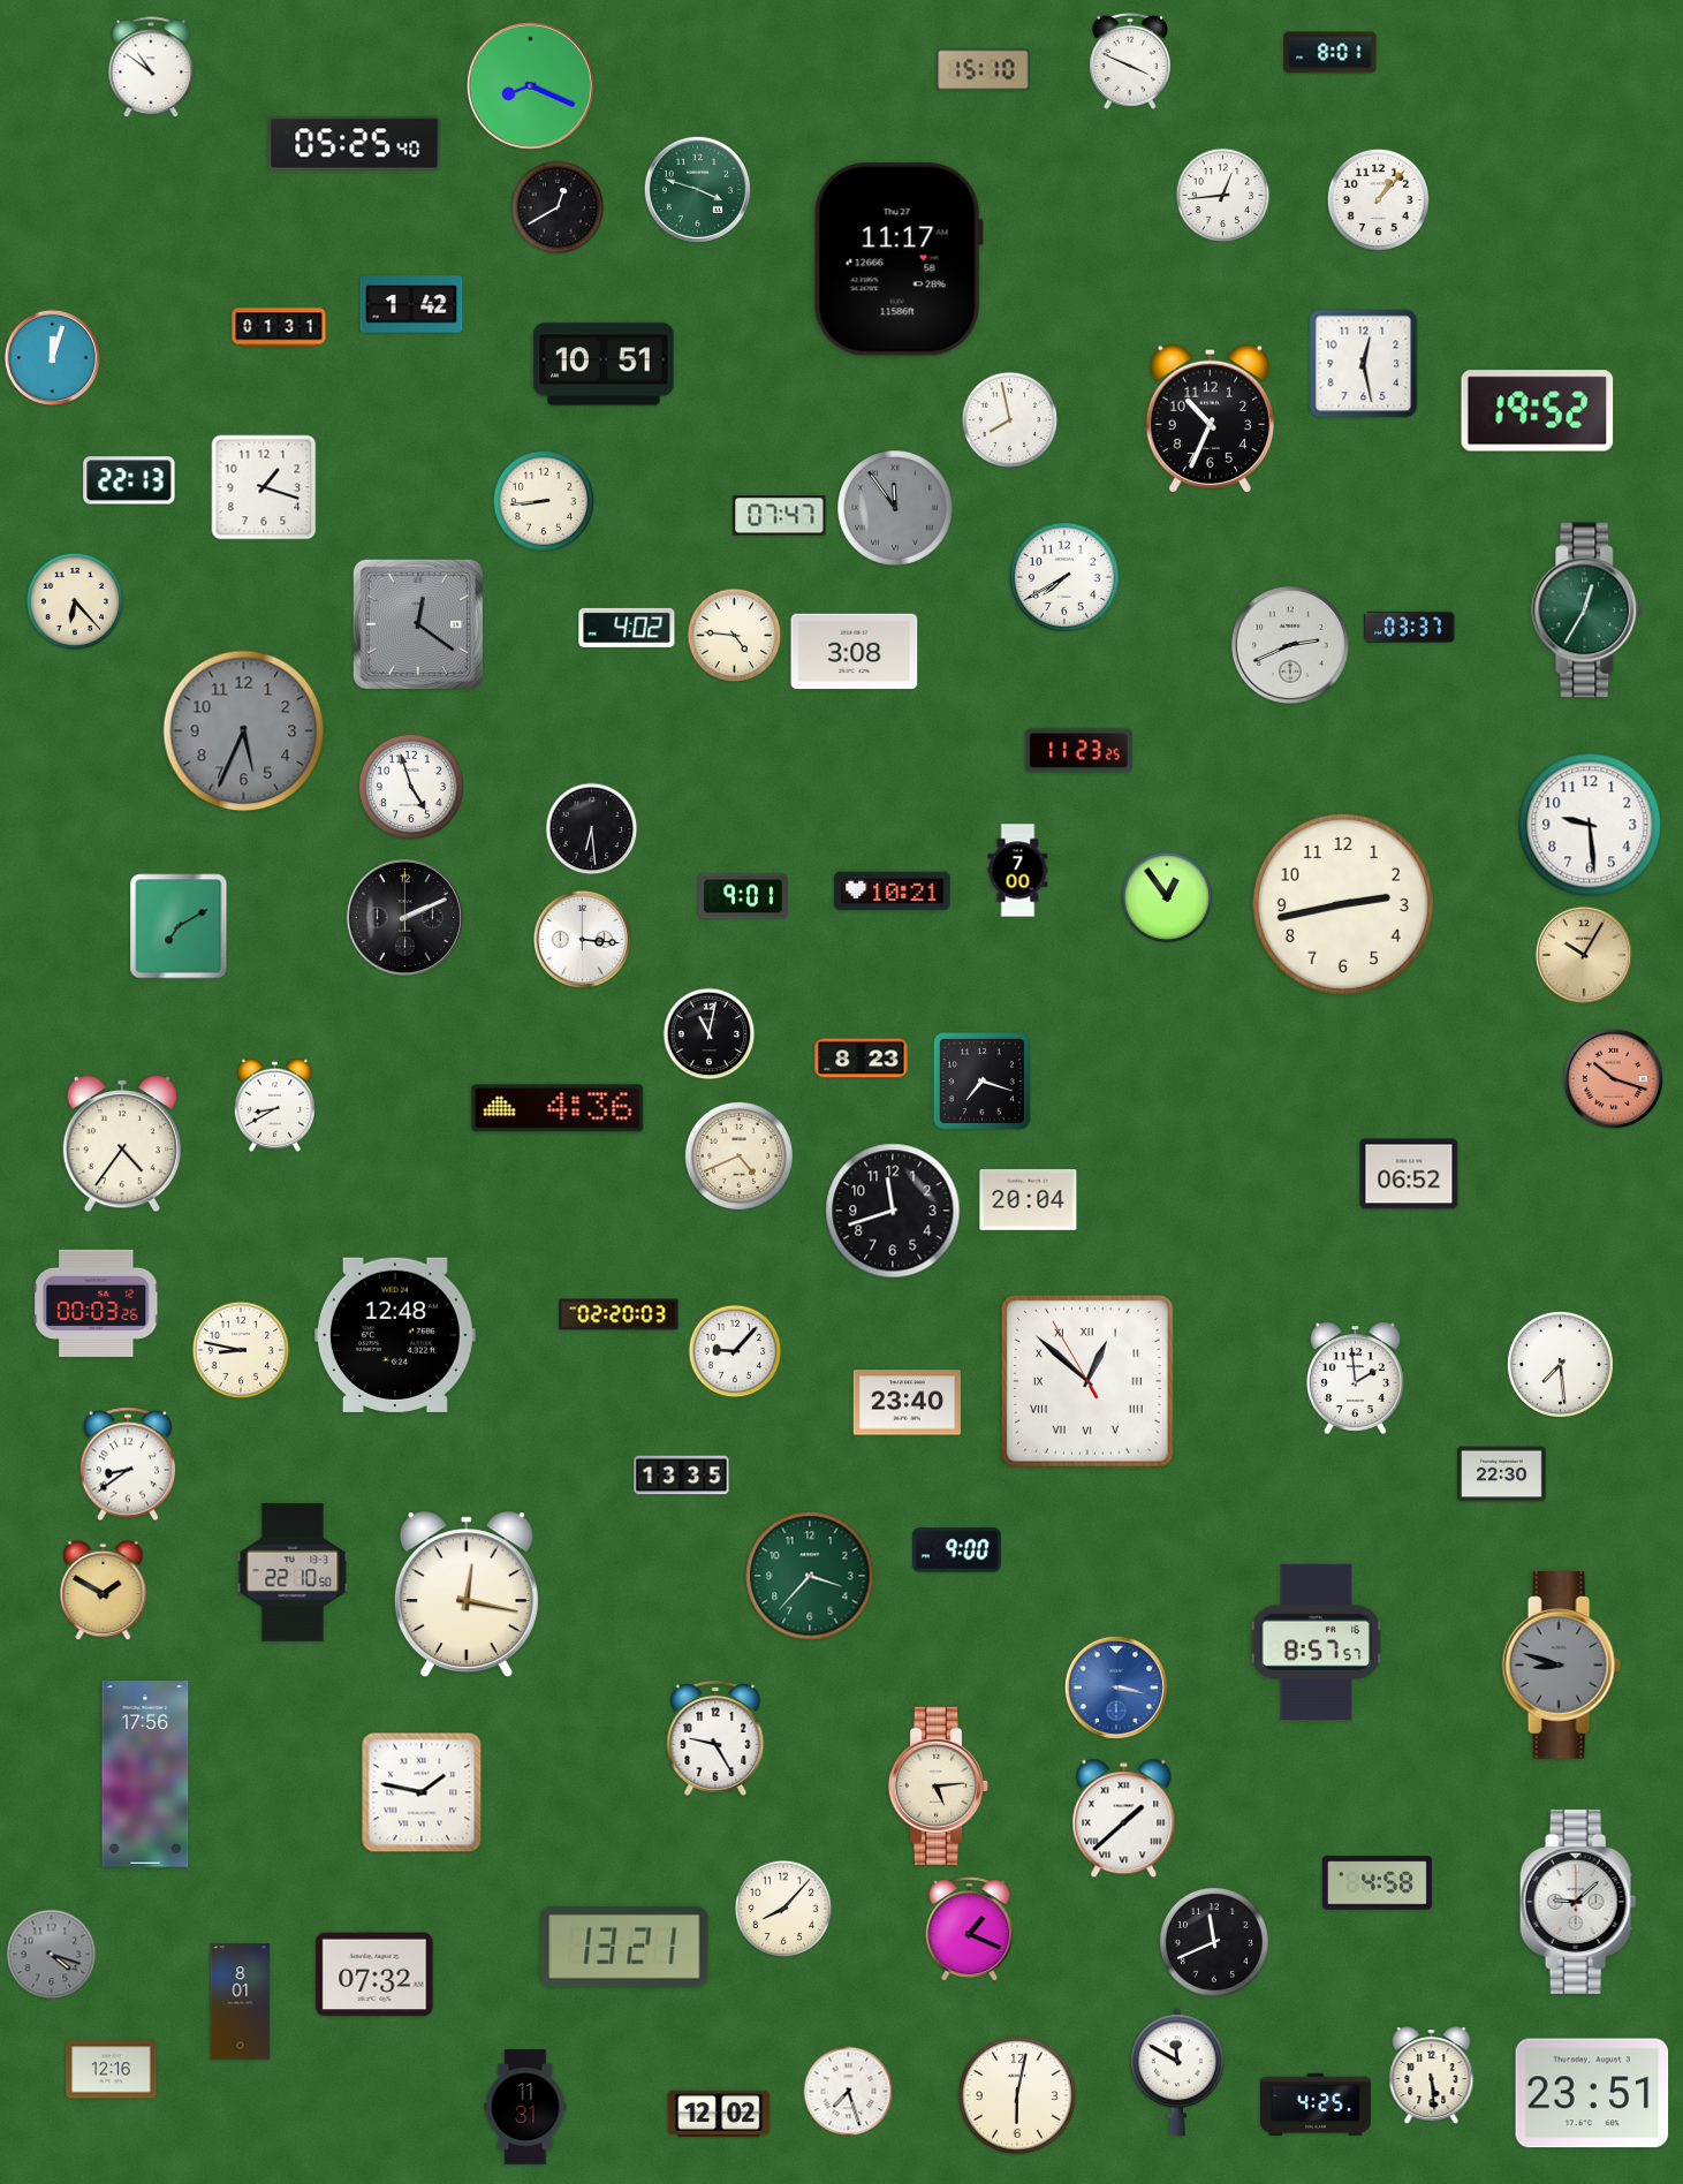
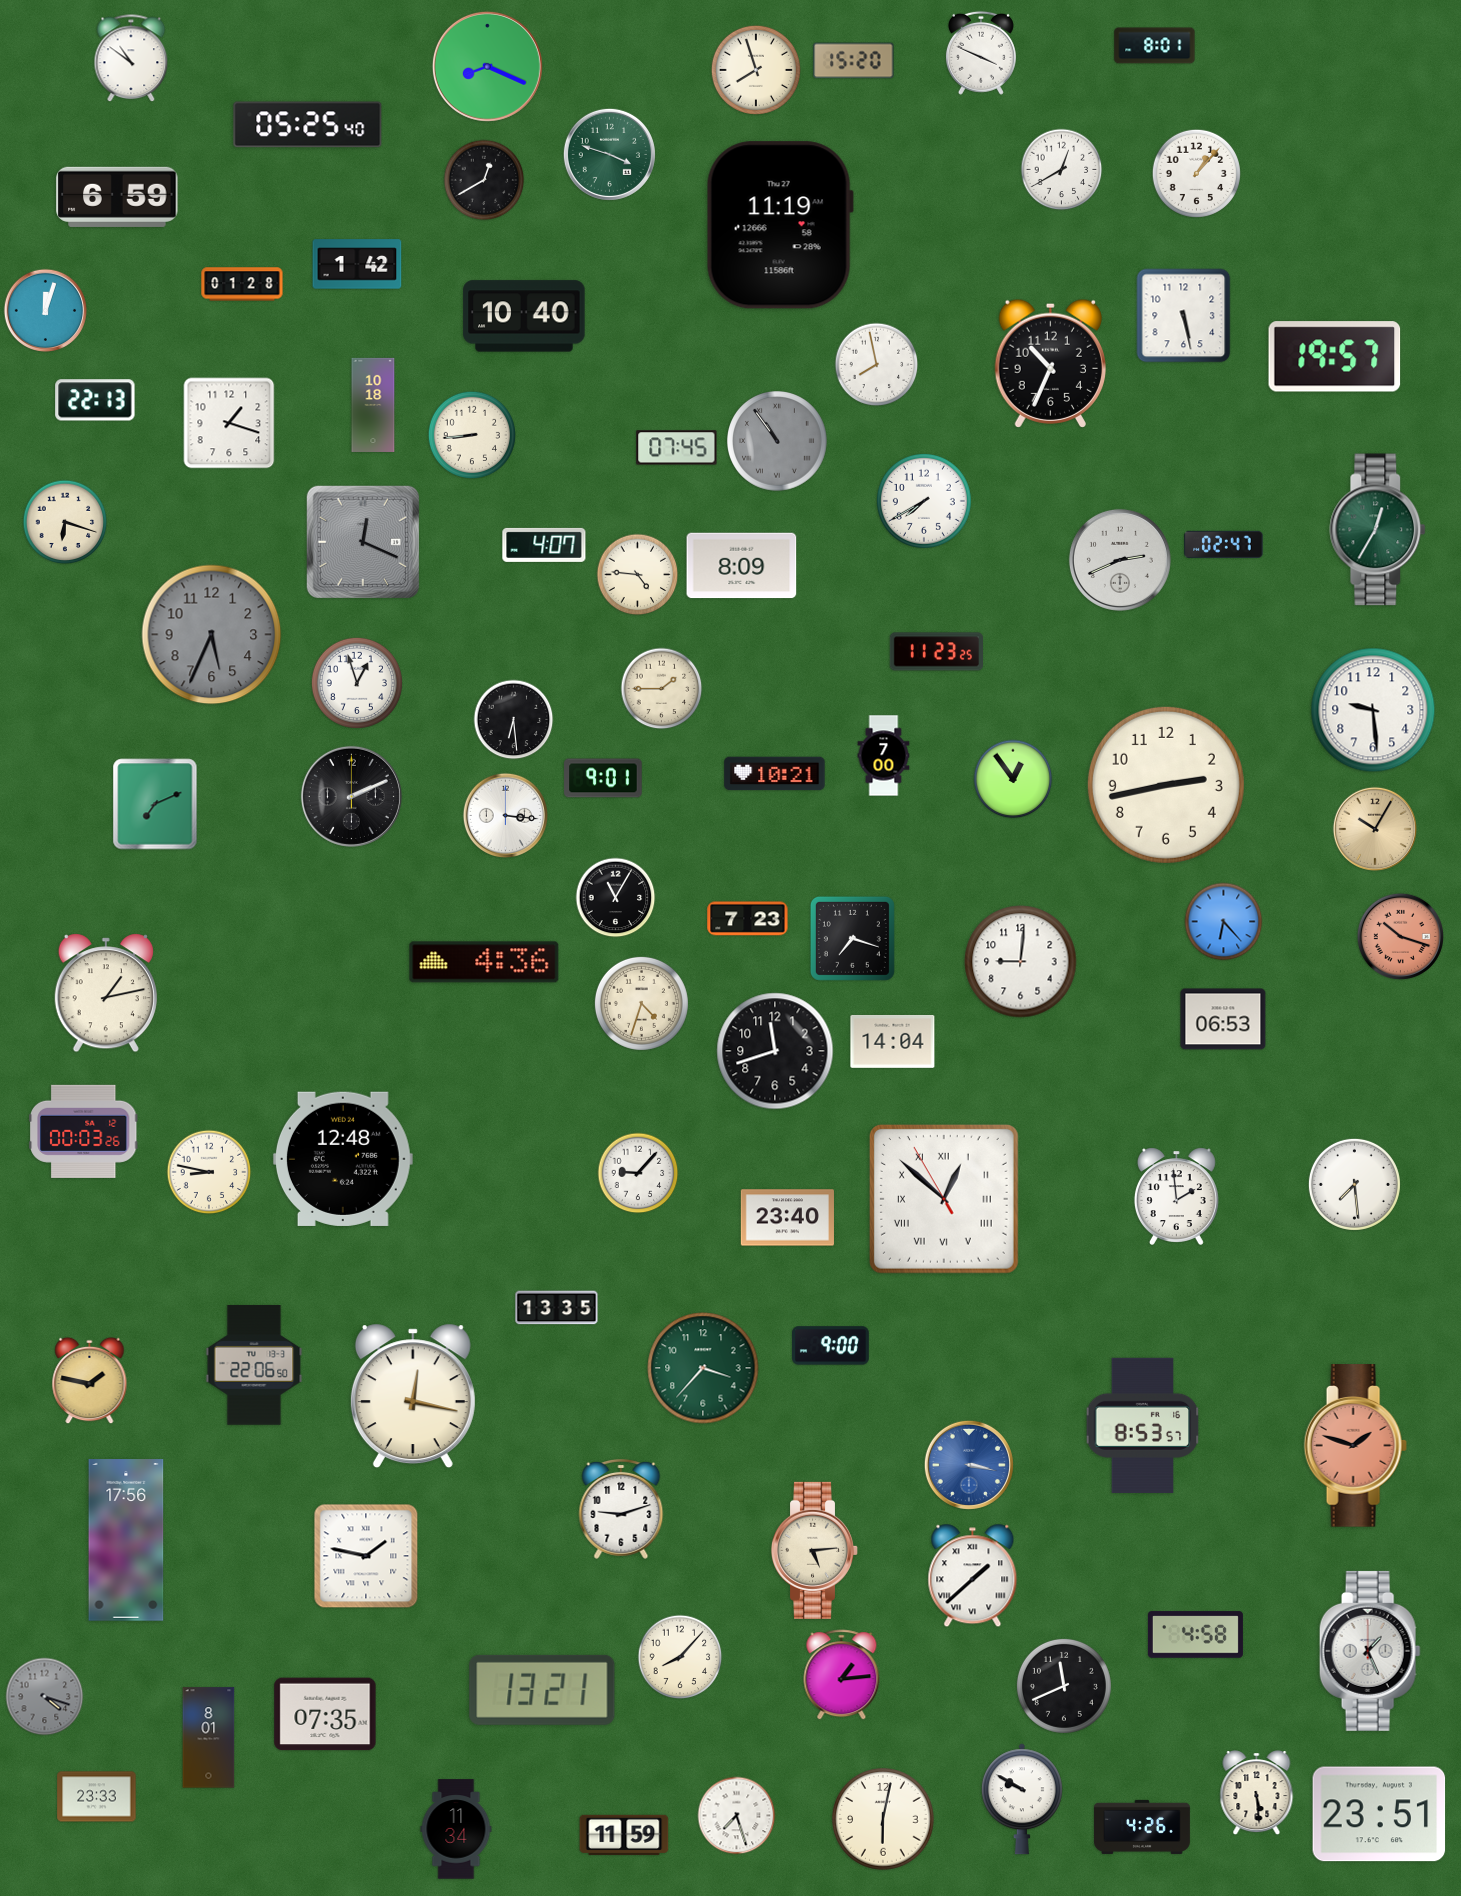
clock at (984, 70): 15:10 -> 15:20
clock at (756, 70): none -> 7:57
clock at (530, 85) position: (530, 85) -> (487, 66)
clock at (697, 189) position: (697, 189) -> (609, 154)
clock at (1223, 196): 12:44 -> 12:40
clock at (117, 197): none -> 6:59
clock at (899, 259): 11:17 -> 11:19
clock at (279, 327): 01:31 -> 01:28
clock at (604, 364): 10:51 -> 10:40
clock at (1364, 364): 12:28 -> 5:28
clock at (1538, 411): 19:52 -> 19:57
clock at (373, 405): none -> 10:18
clock at (129, 480) position: (129, 480) -> (95, 400)
clock at (896, 509): 11:54 -> 10:54
clock at (780, 516): 07:47 -> 07:45
clock at (75, 601): 6:23 -> 6:18
clock at (418, 624): 12:21 -> 12:19
clock at (1410, 627): 03:37 -> 02:47
clock at (627, 628): 4:02 -> 4:07
clock at (735, 636) position: (735, 636) -> (638, 575)
clock at (855, 652): 3:08 -> 8:09
clock at (411, 787): 4:57 -> 12:57
clock at (662, 689): none -> 1:45
clock at (1590, 825) position: (1590, 825) -> (1373, 710)
clock at (743, 896) position: (743, 896) -> (603, 778)
clock at (179, 926): 7:10 -> 7:11
clock at (710, 1034): 11:02 -> 11:05
clock at (862, 1059): 8:23 -> 7:23
clock at (1224, 922): none -> 6:23
clock at (274, 1105): 8:40 -> none
clock at (1021, 962): none -> 9:01
clock at (122, 1144): 4:36 -> 1:13
clock at (738, 1155): 4:41 -> 4:33
clock at (1409, 1174): 06:52 -> 06:53
clock at (1029, 1199): 20:04 -> 14:04
clock at (619, 1314): 02:20 -> none
clock at (128, 1464): 8:39 -> none
clock at (1502, 1474): 22:30 -> none
clock at (682, 1476) position: (682, 1476) -> (557, 1308)
clock at (293, 1572): 22:10 -> 22:06
clock at (104, 1591): 1:50 -> 1:47
clock at (467, 1594) position: (467, 1594) -> (413, 1396)
clock at (1317, 1641): 8:57 -> 8:53
clock at (1561, 1666): 8:48 -> 1:48
clock at (1561, 1666) dial: grey -> salmon
clock at (715, 1738): 9:25 -> 9:12
clock at (1124, 1819) position: (1124, 1819) -> (973, 1576)
clock at (1578, 1902): 9:08 -> 1:26
clock at (970, 1929): 1:19 -> 1:14
clock at (1214, 1942) position: (1214, 1942) -> (1064, 1686)
clock at (374, 1974): 07:32 -> 07:35
clock at (112, 2070): 12:16 -> 23:33
clock at (1177, 2072): 11:50 -> 9:50
clock at (1432, 2076) position: (1432, 2076) -> (1257, 1793)
clock at (1592, 2093) position: (1592, 2093) -> (1379, 1814)
clock at (1316, 2105): 4:25 -> 4:26
clock at (525, 2107): 11:31 -> 11:34
clock at (719, 2114): 12:02 -> 11:59
